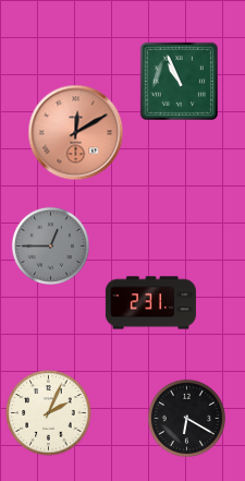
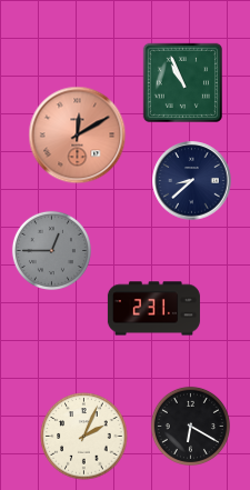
clock at (192, 181): none -> 8:38
clock at (49, 413) position: (49, 413) -> (84, 437)
